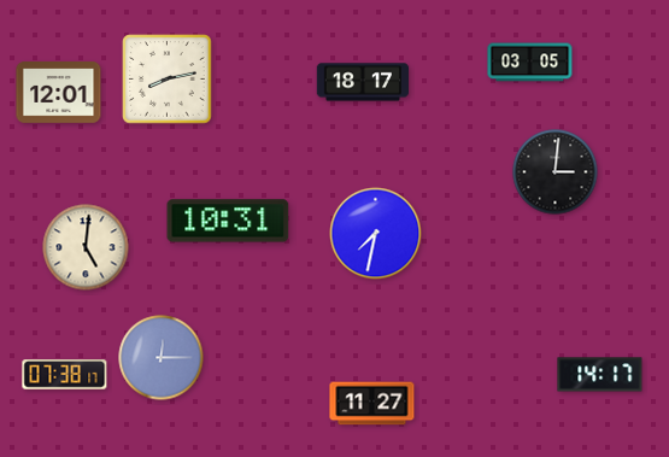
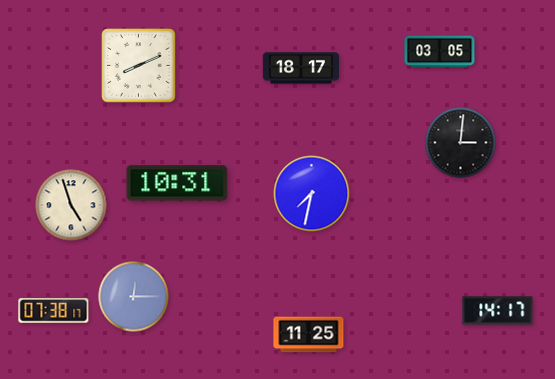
clock at (168, 80): 8:13 -> 8:11
clock at (59, 93): 12:01 -> none
clock at (228, 221) position: (228, 221) -> (177, 183)
clock at (86, 247): 5:01 -> 4:57
clock at (372, 404): 11:27 -> 11:25
